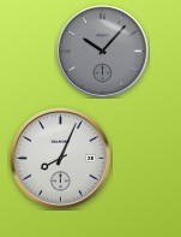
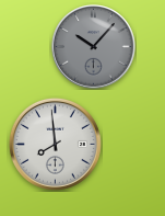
clock at (60, 158): 8:04 -> 7:59
